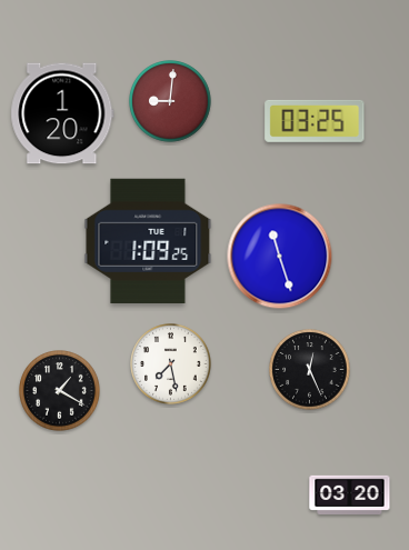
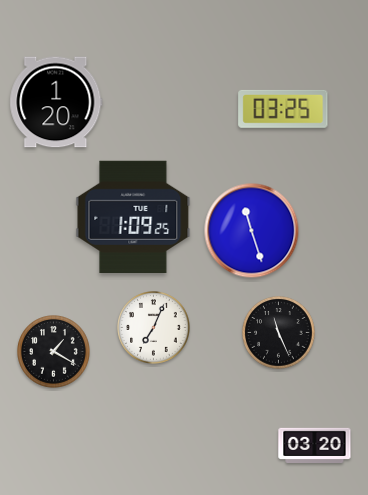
clock at (170, 101): 9:01 -> none
clock at (171, 364): 7:28 -> 7:04
clock at (310, 370): 12:26 -> 11:26
